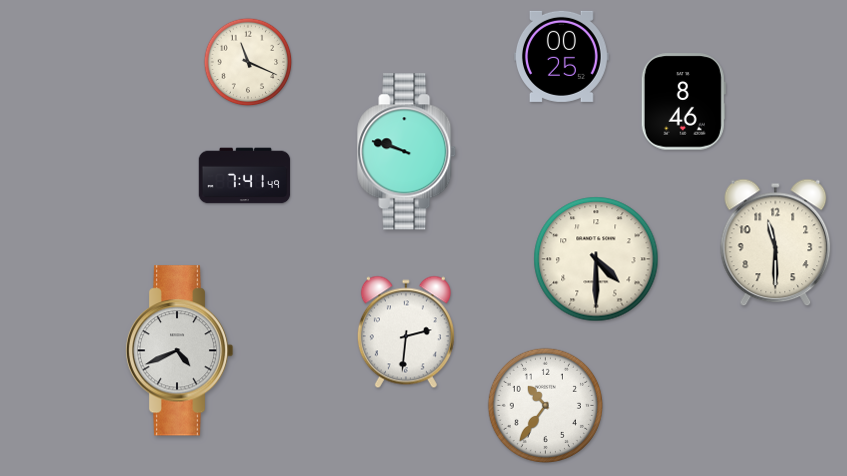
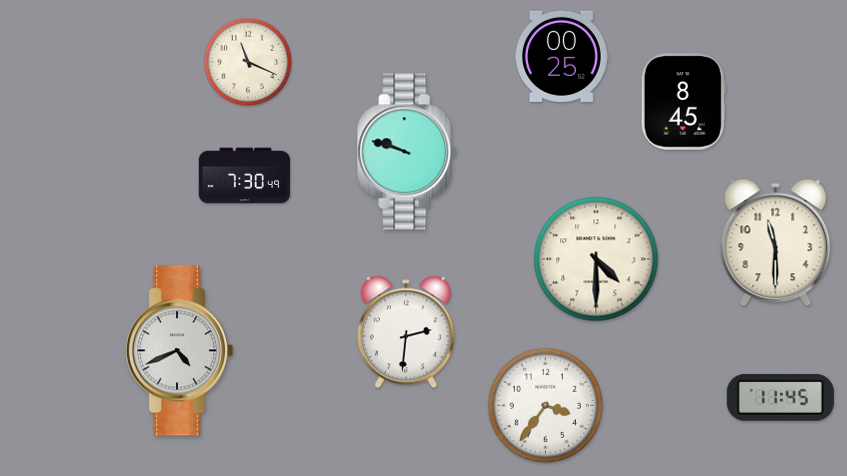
clock at (683, 102): 8:46 -> 8:45
clock at (245, 176): 7:41 -> 7:30
clock at (780, 397): none -> 11:45
clock at (545, 405): 10:36 -> 3:36
